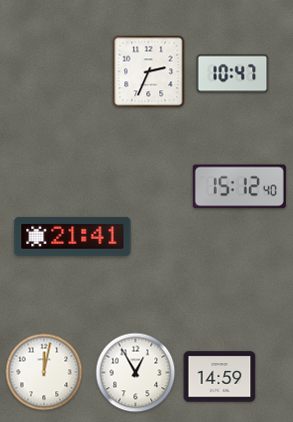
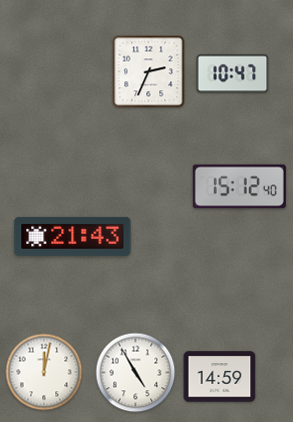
clock at (73, 236): 21:41 -> 21:43
clock at (136, 373): 12:55 -> 4:55
